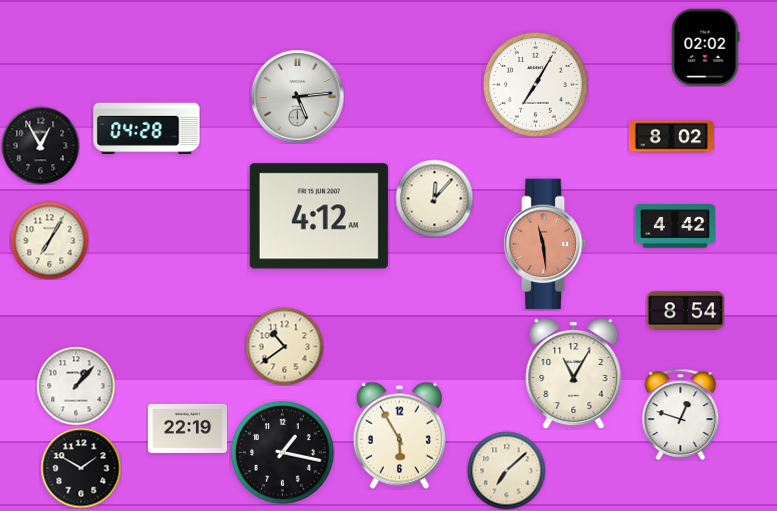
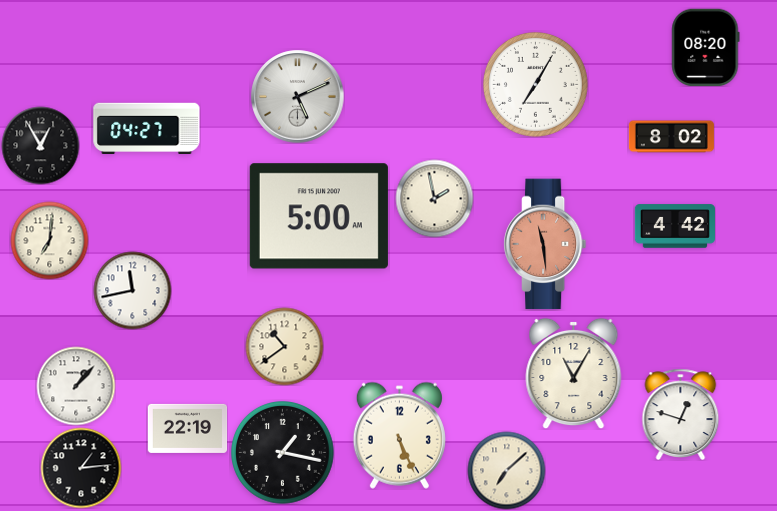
clock at (706, 47): 02:02 -> 08:20
clock at (297, 96): 5:14 -> 5:11
clock at (147, 128): 04:28 -> 04:27
clock at (434, 198): 12:07 -> 1:58
clock at (319, 216): 4:12 -> 5:00
clock at (49, 240): 7:05 -> 7:01
clock at (132, 290): none -> 11:43
clock at (685, 311): 8:54 -> none
clock at (399, 435): 5:55 -> 5:26
clock at (81, 468): 1:50 -> 1:14
